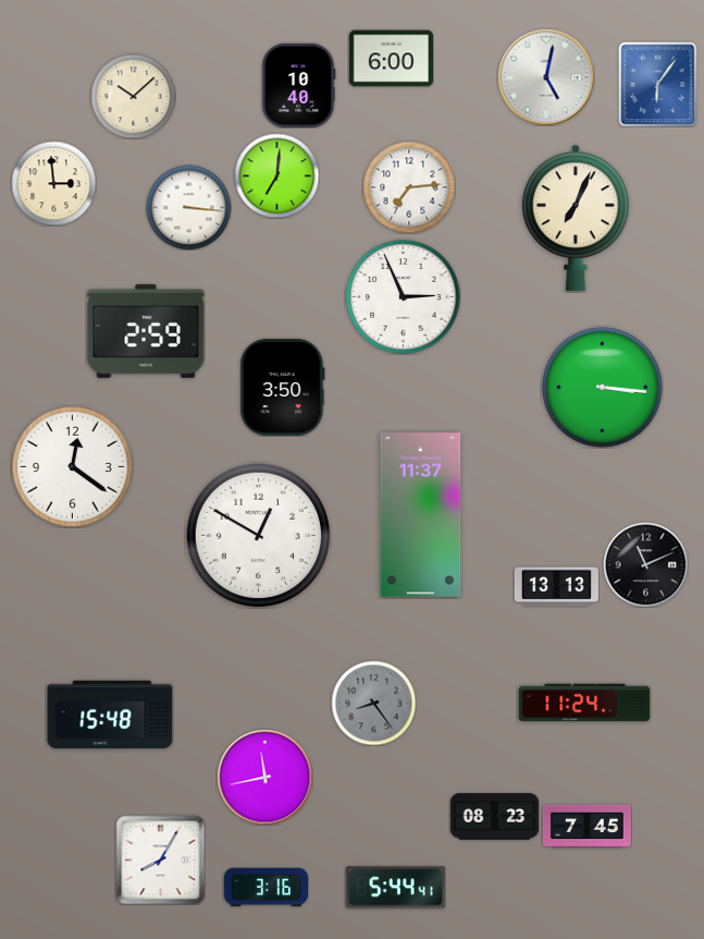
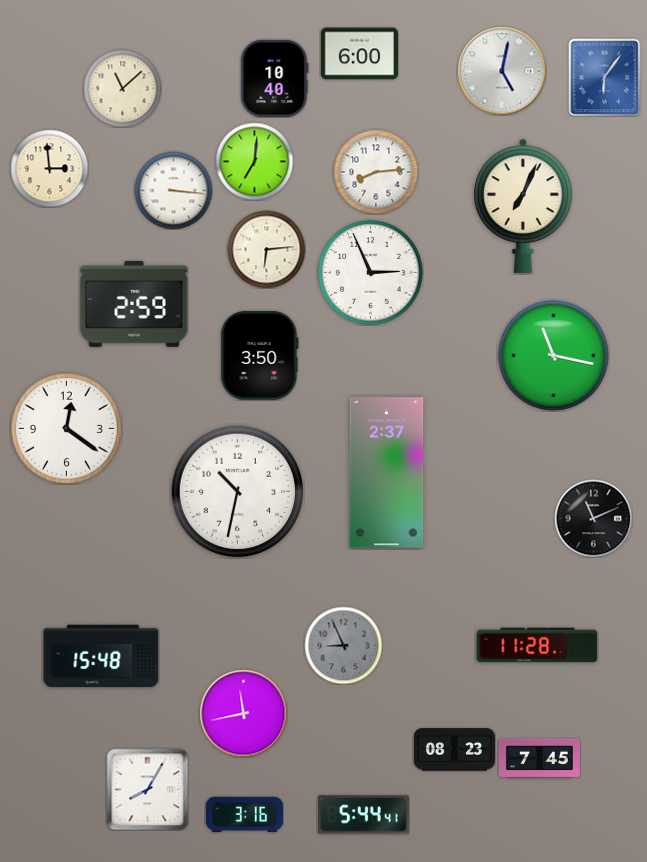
clock at (133, 96): 10:08 -> 11:08
clock at (409, 187): 7:14 -> 8:14
clock at (576, 218) position: (576, 218) -> (523, 206)
clock at (266, 249): none -> 6:14
clock at (603, 388): 3:16 -> 11:17
clock at (421, 515): 11:37 -> 2:37
clock at (258, 535): 12:50 -> 10:32
clock at (556, 587): 13:13 -> none
clock at (373, 703): 8:24 -> 8:56
clock at (584, 703): 11:24 -> 11:28
